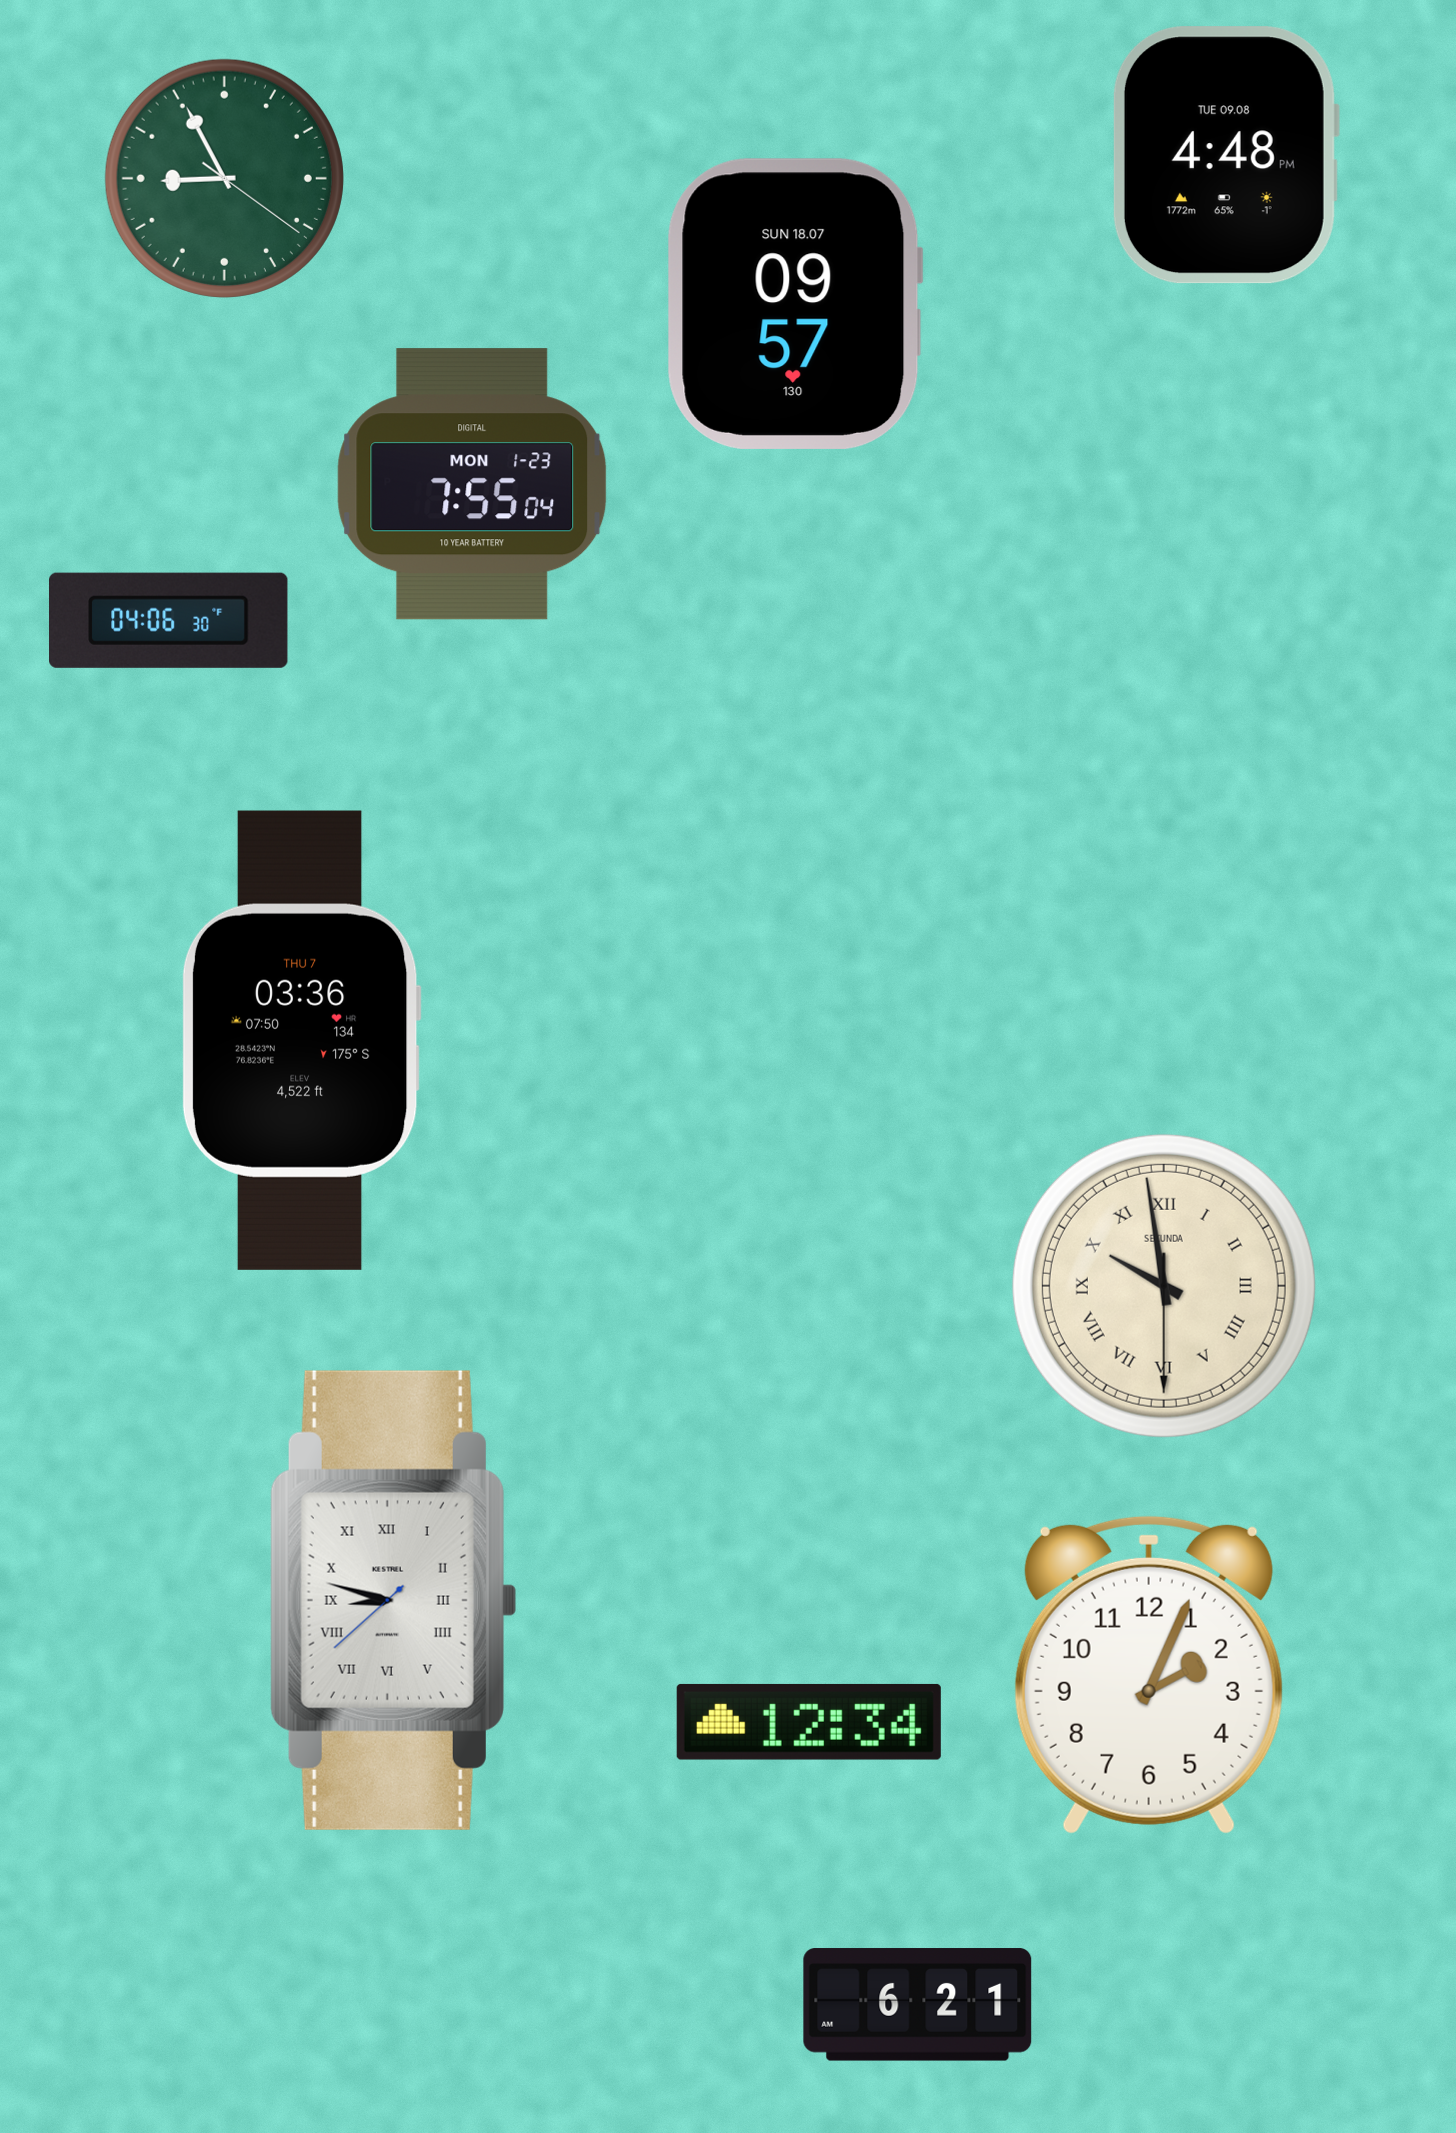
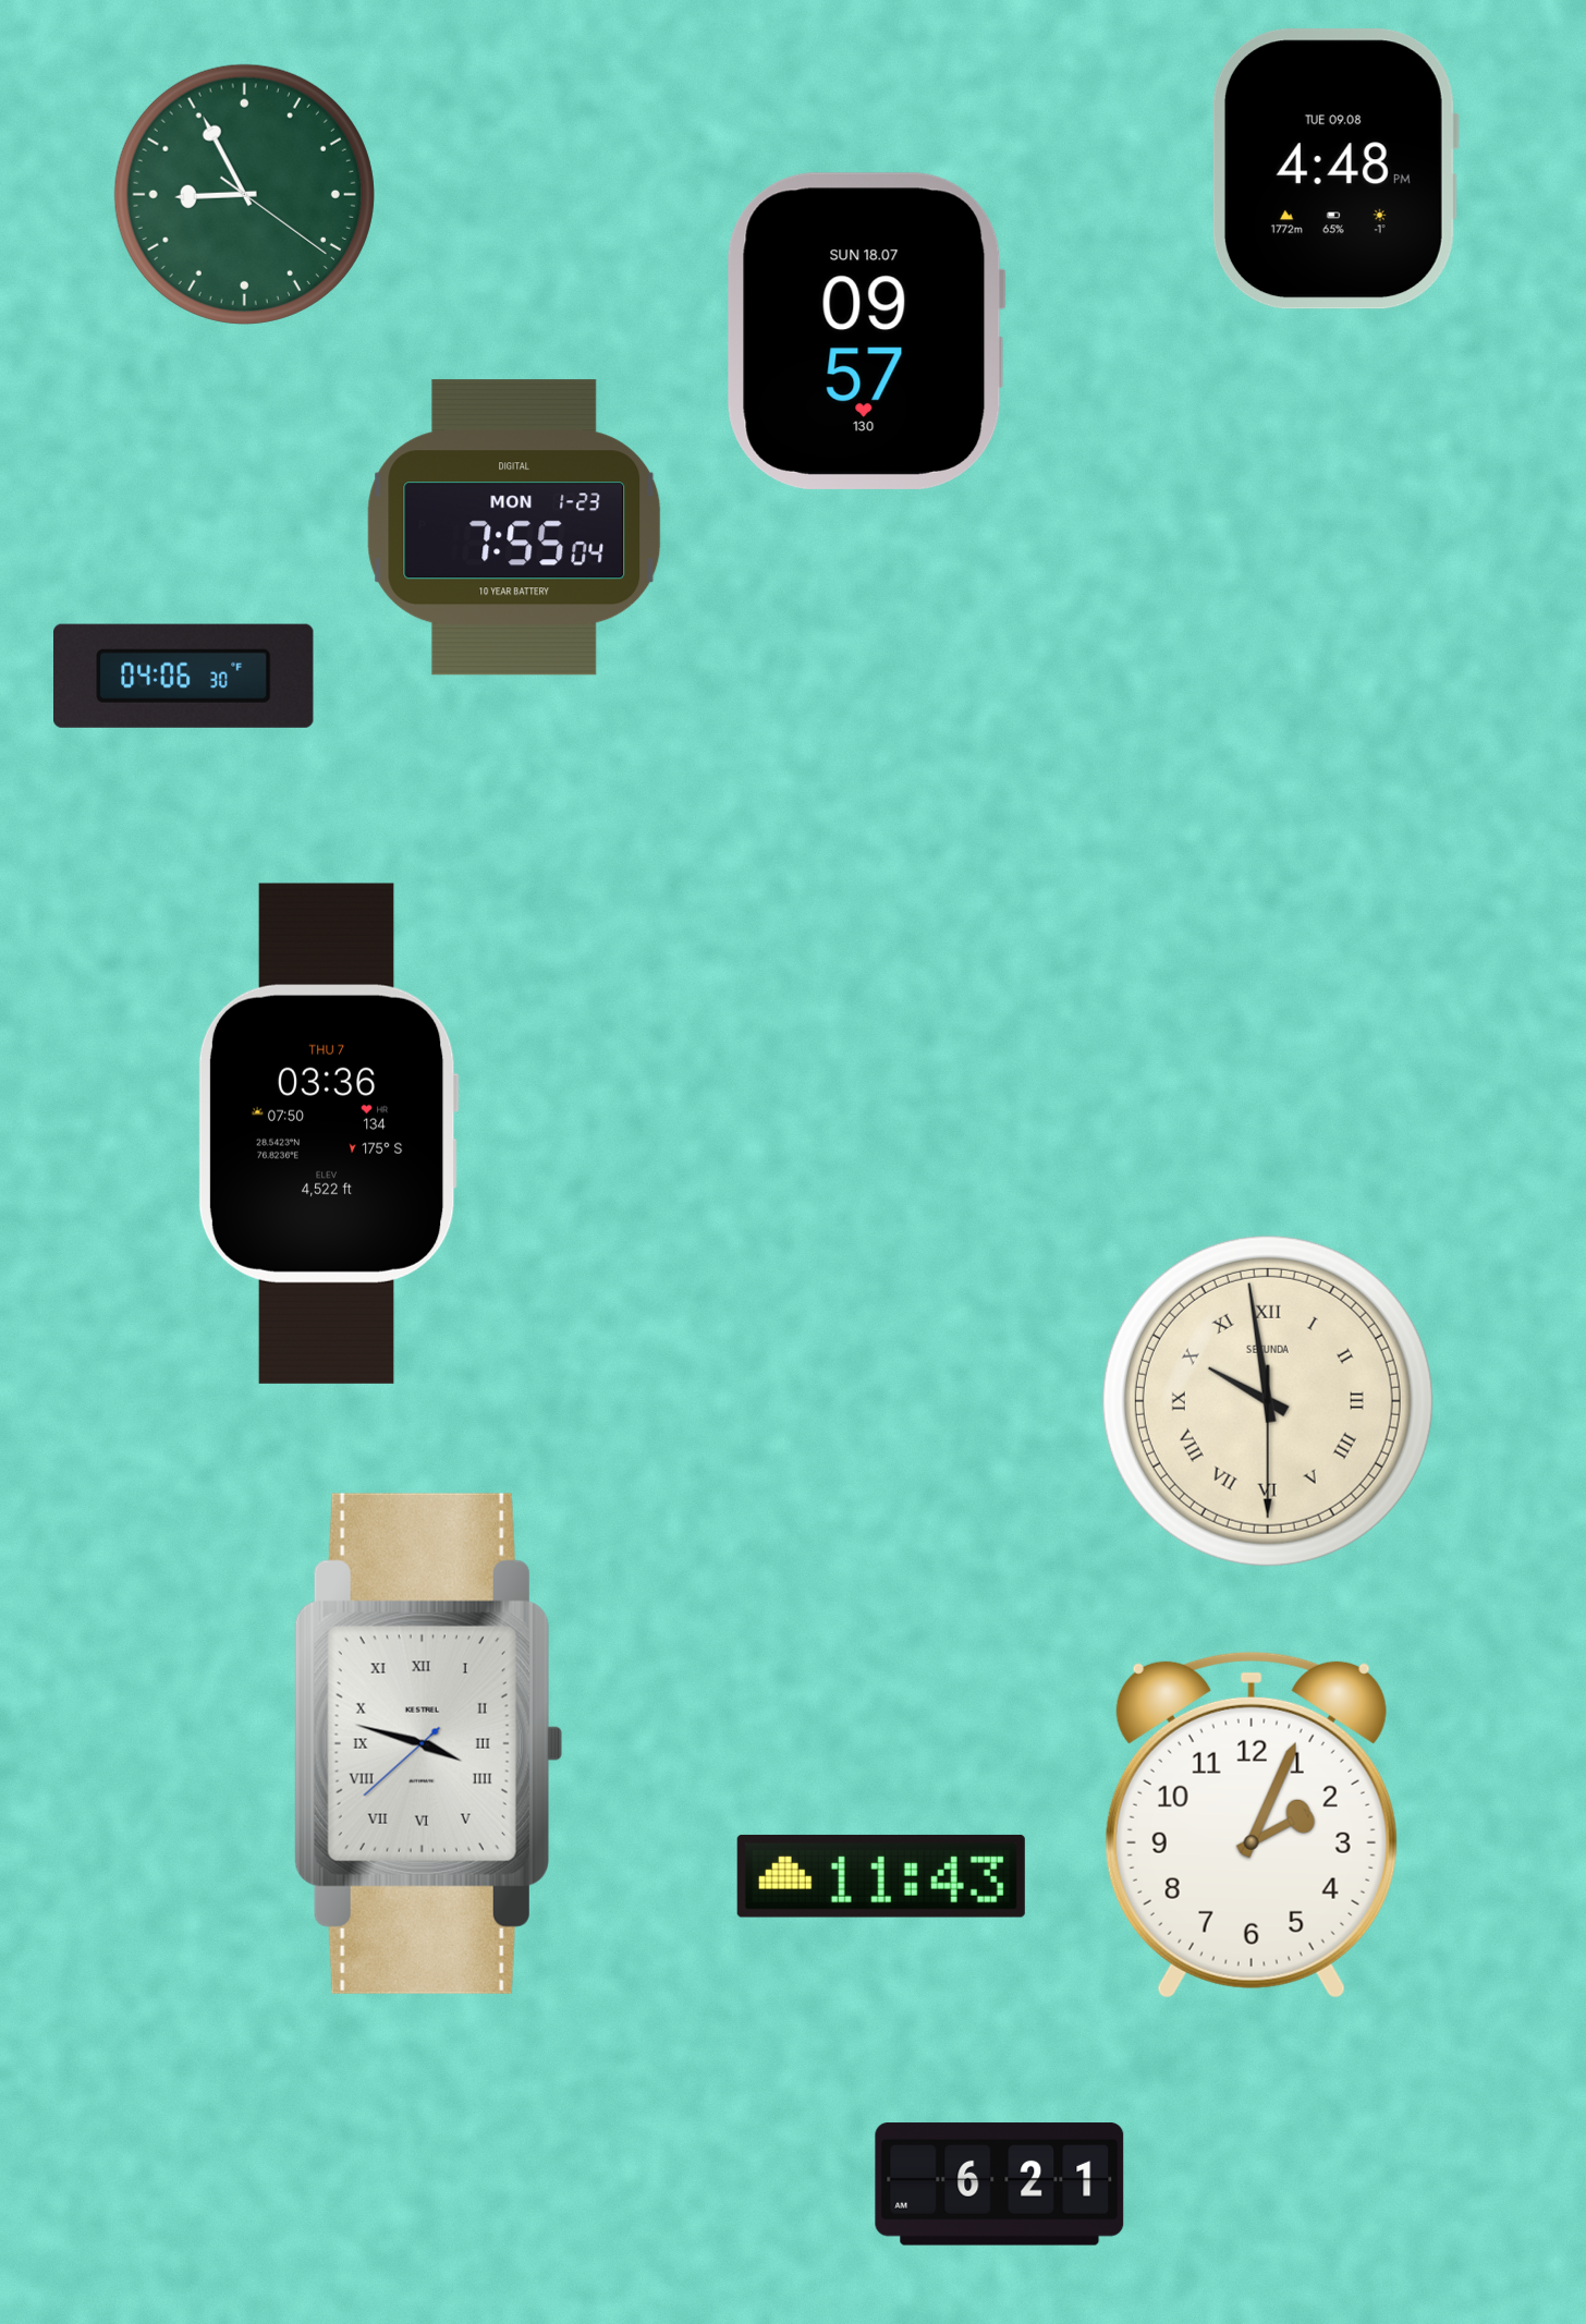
clock at (393, 1600): 8:47 -> 3:47
clock at (809, 1722): 12:34 -> 11:43
